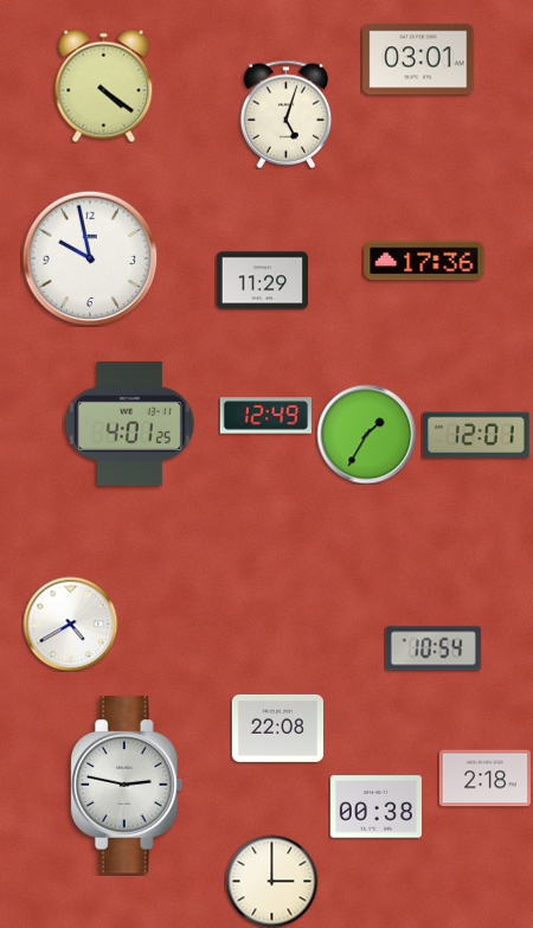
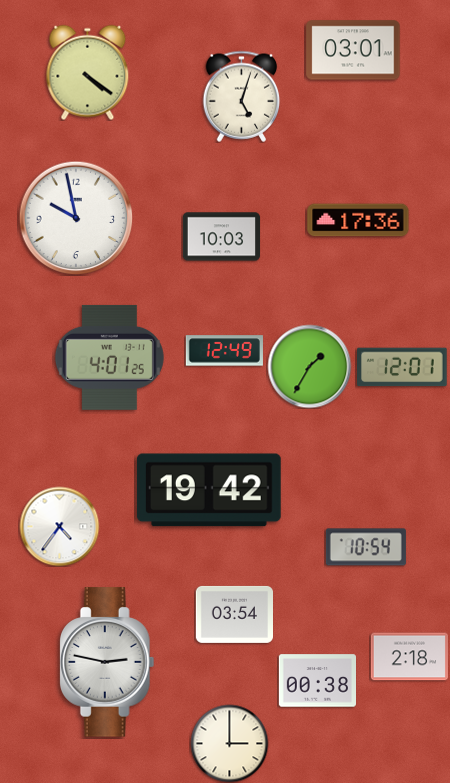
clock at (262, 281): 11:29 -> 10:03
clock at (209, 490): none -> 19:42
clock at (70, 623): 4:40 -> 4:36
clock at (277, 728): 22:08 -> 03:54
